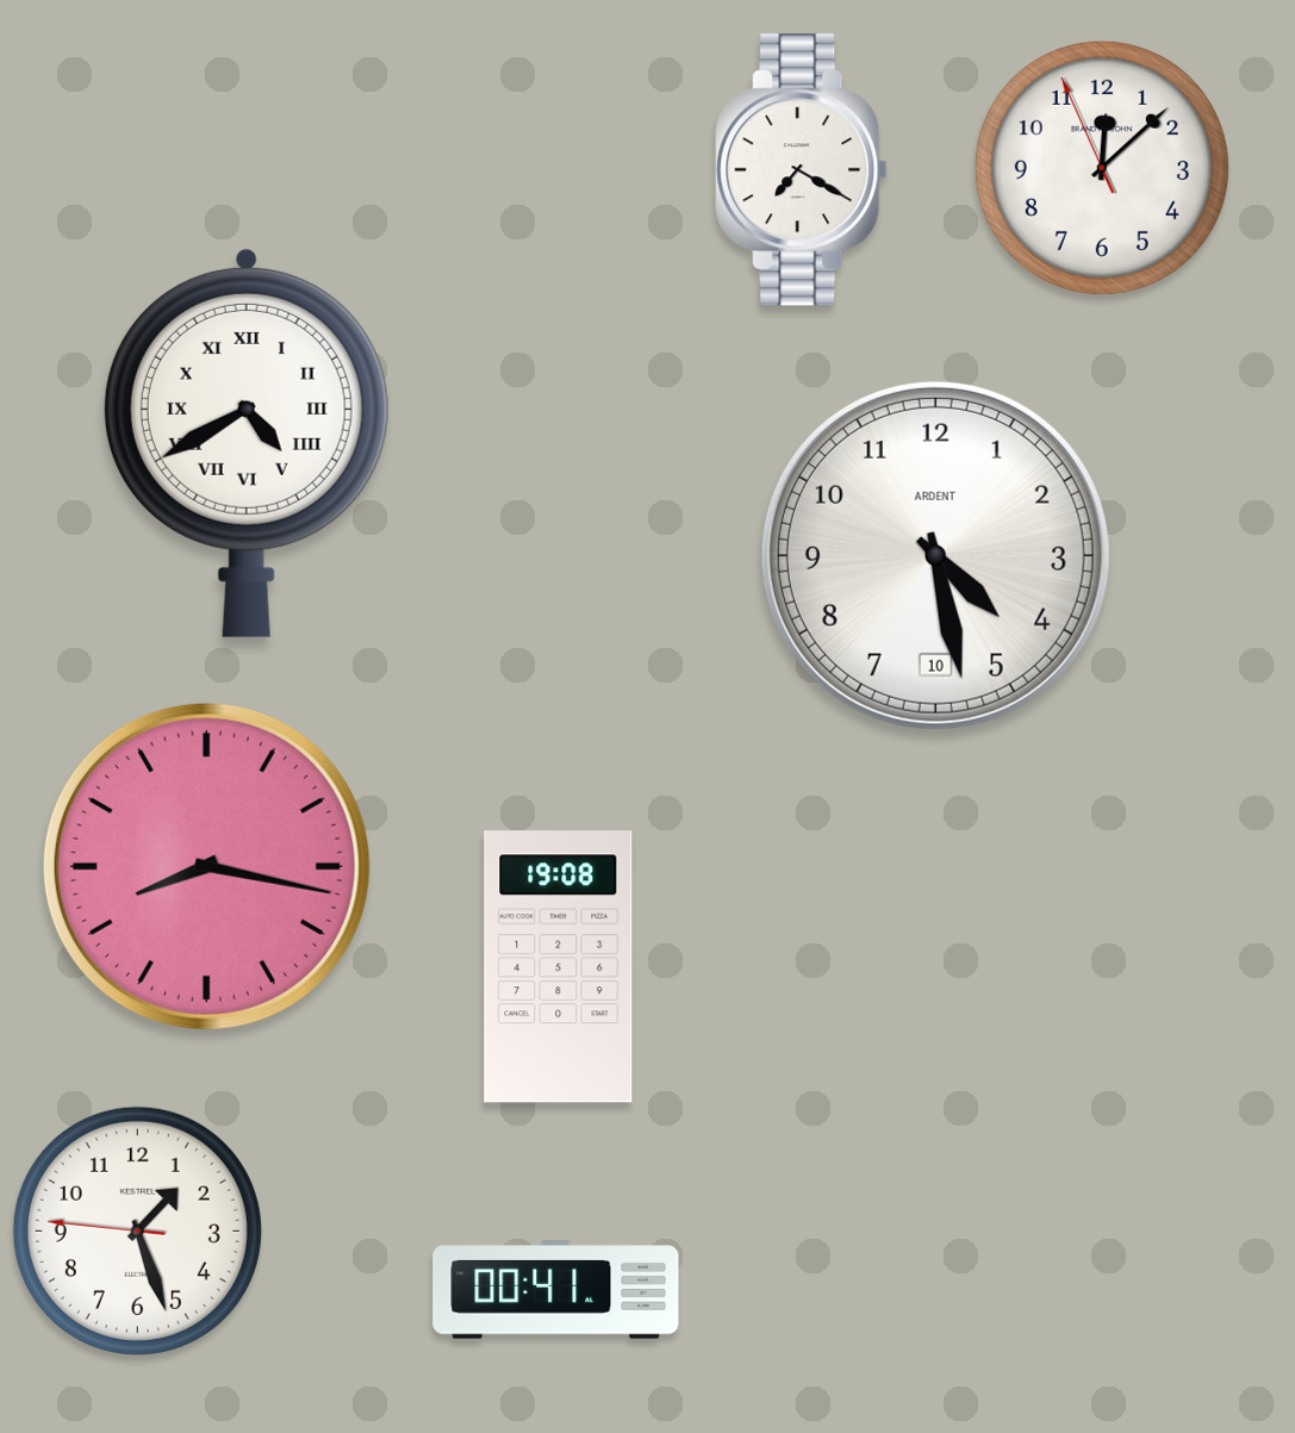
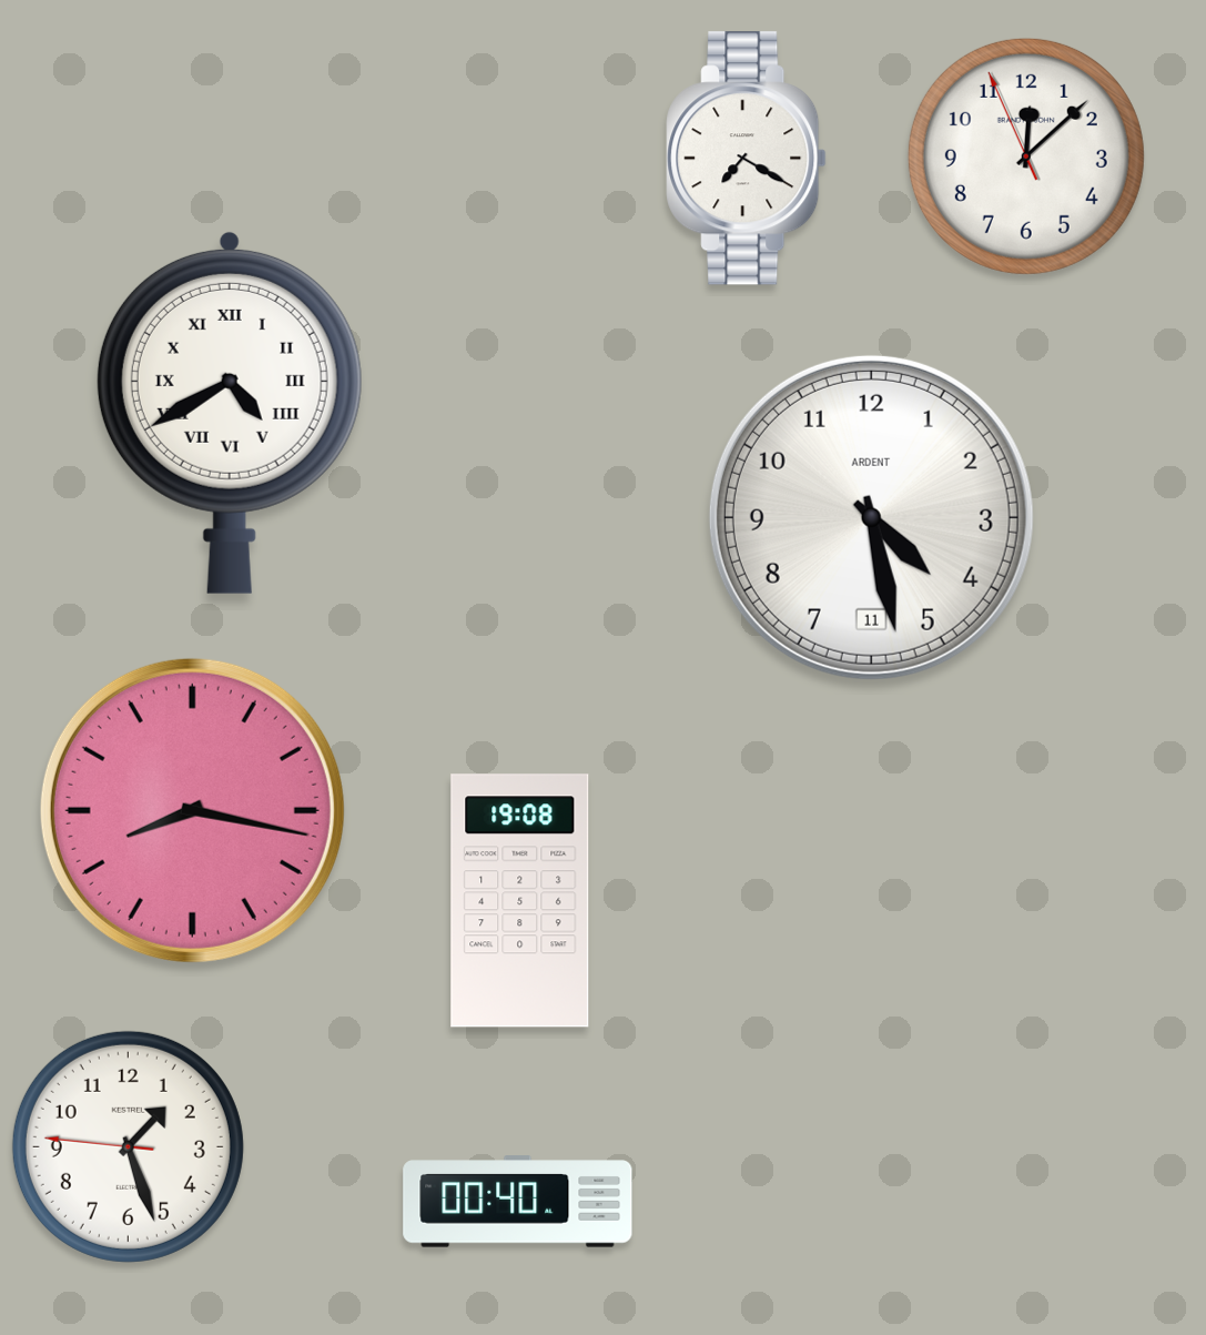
clock at (935, 555) date: 10 -> 11
clock at (206, 866) position: (206, 866) -> (192, 810)
clock at (556, 1290): 00:41 -> 00:40
